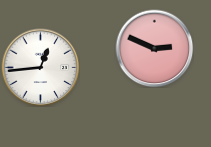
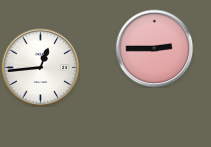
clock at (154, 48): 2:49 -> 2:45
